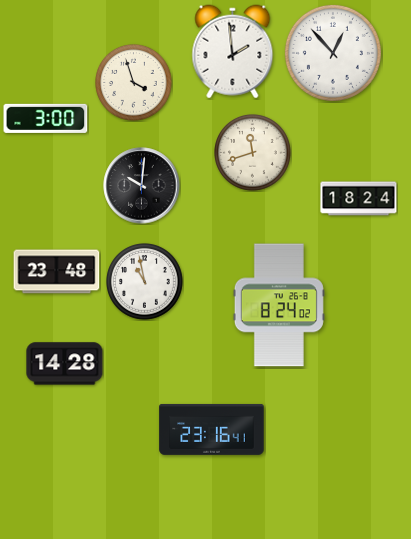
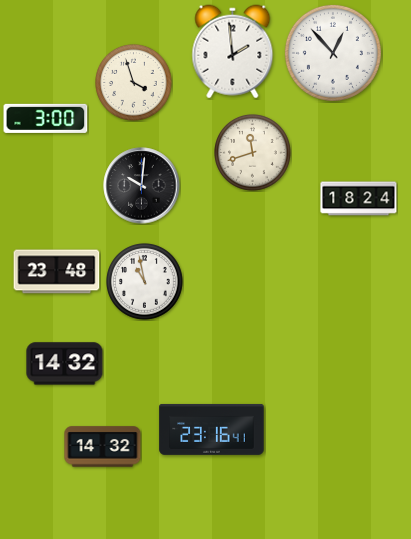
clock at (279, 305): 8:24 -> none
clock at (65, 364): 14:28 -> 14:32
clock at (103, 447): none -> 14:32
